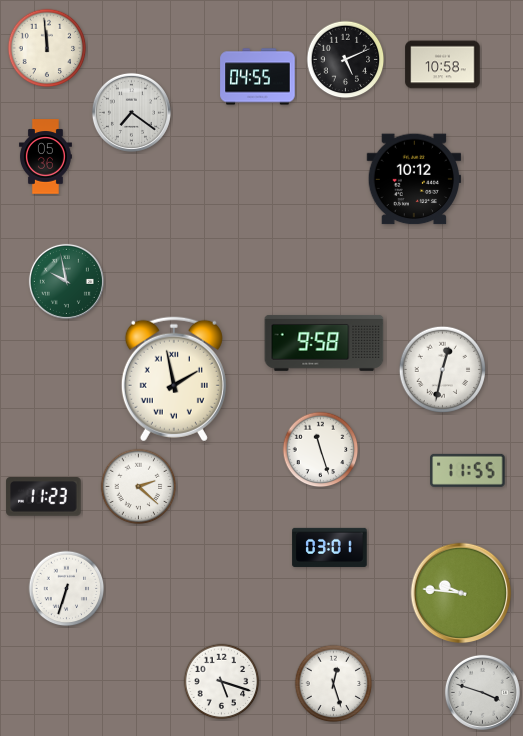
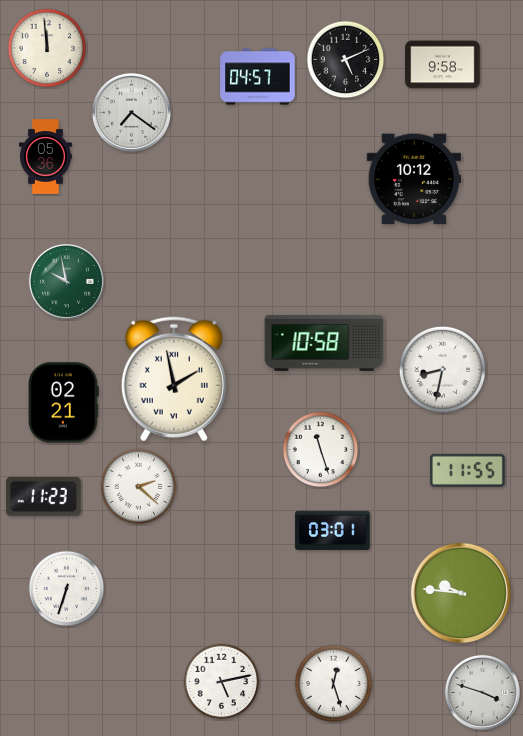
clock at (443, 65): 10:58 -> 9:58
clock at (258, 77): 04:55 -> 04:57
clock at (324, 343): 9:58 -> 10:58
clock at (443, 370): 12:32 -> 8:32
clock at (64, 403): none -> 02:21
clock at (330, 547) position: (330, 547) -> (333, 530)
clock at (222, 682): 5:18 -> 5:13
